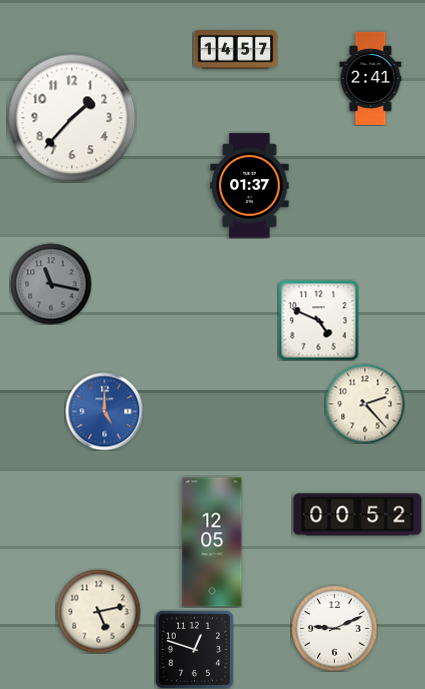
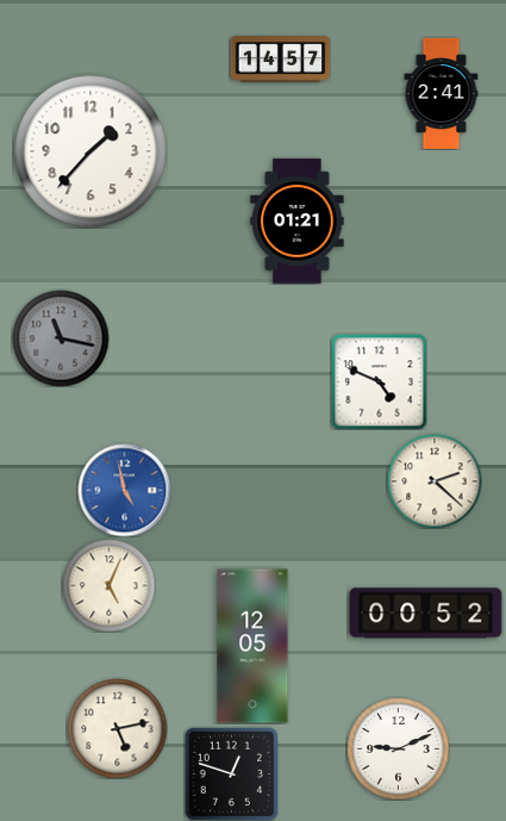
clock at (72, 118) position: (72, 118) -> (90, 151)
clock at (250, 186): 01:37 -> 01:21
clock at (365, 404): 2:23 -> 2:22
clock at (104, 411): 5:00 -> 4:58
clock at (108, 585): none -> 5:04
